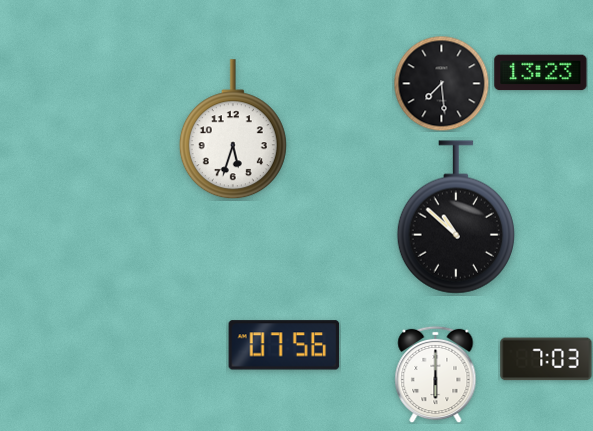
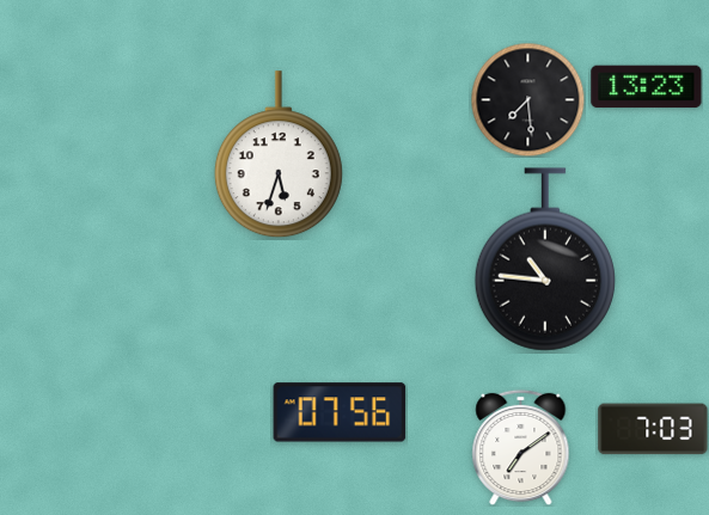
clock at (456, 217): 10:52 -> 10:46
clock at (436, 374): 6:00 -> 7:09
